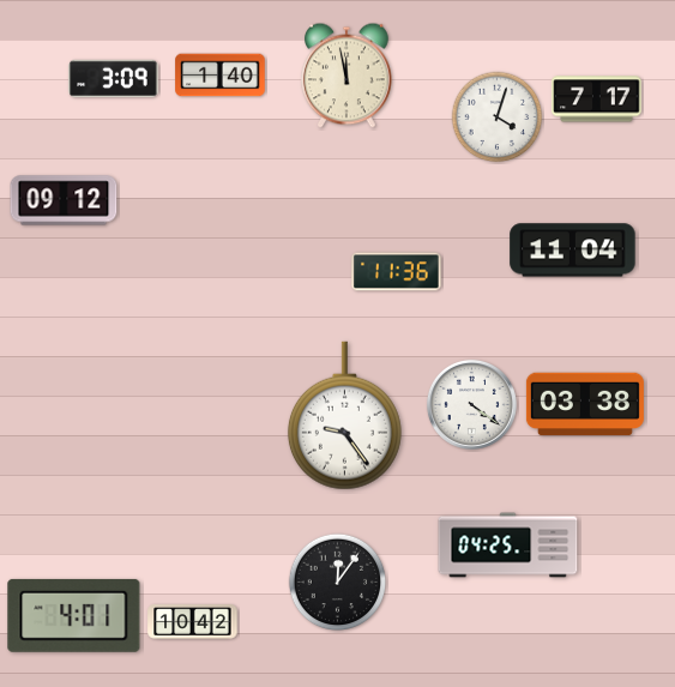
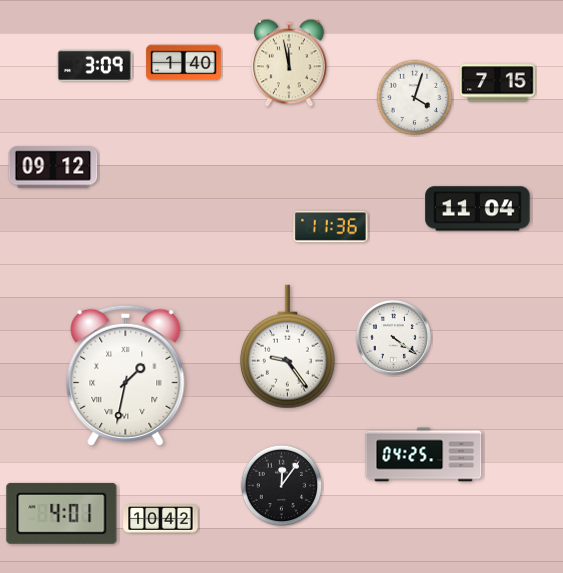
clock at (597, 100): 7:17 -> 7:15
clock at (585, 404): 03:38 -> none
clock at (126, 375): none -> 1:32
